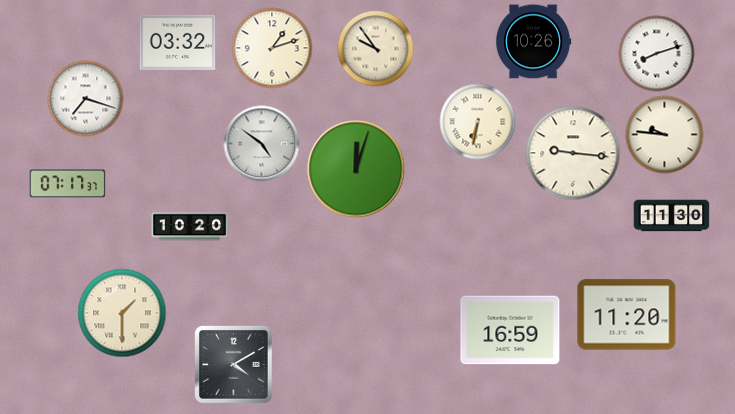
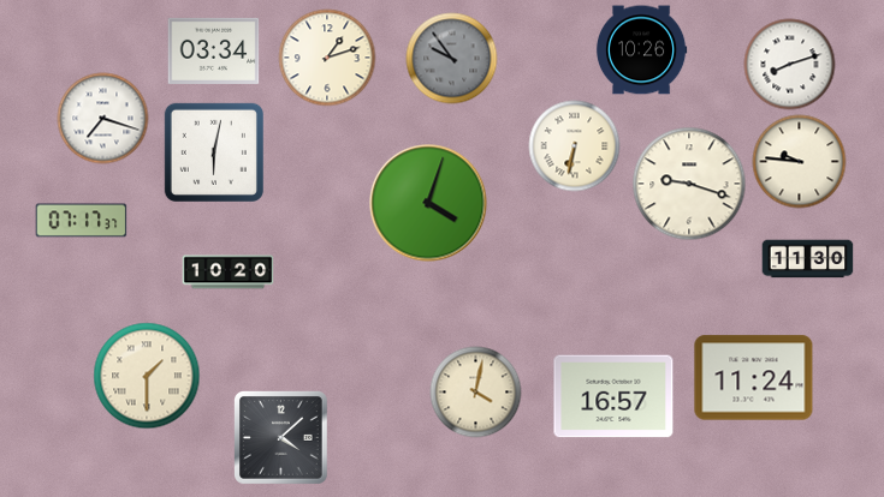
clock at (178, 42): 03:32 -> 03:34
clock at (376, 49) dial: cream -> grey
clock at (214, 152): none -> 6:02
clock at (262, 144): 4:51 -> none
clock at (573, 153): 9:16 -> 9:18
clock at (356, 169): 12:03 -> 4:03
clock at (627, 315): 11:20 -> 11:24
clock at (476, 393): none -> 4:02
clock at (510, 330): 16:59 -> 16:57
clock at (234, 365): 4:10 -> 4:08
